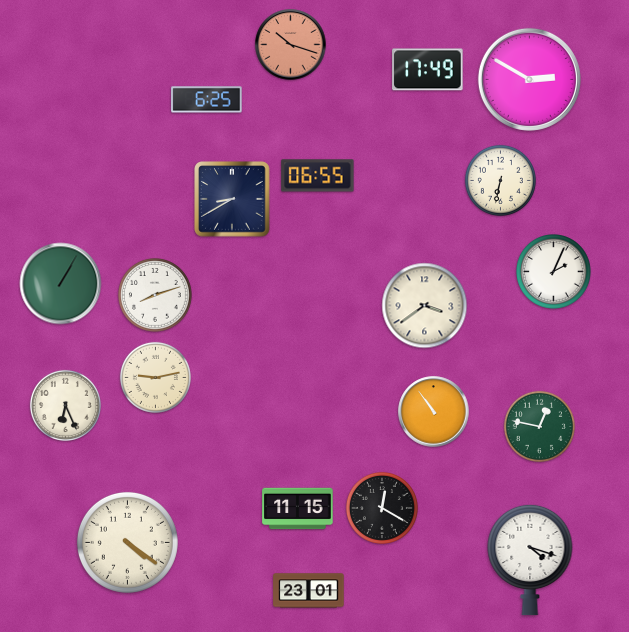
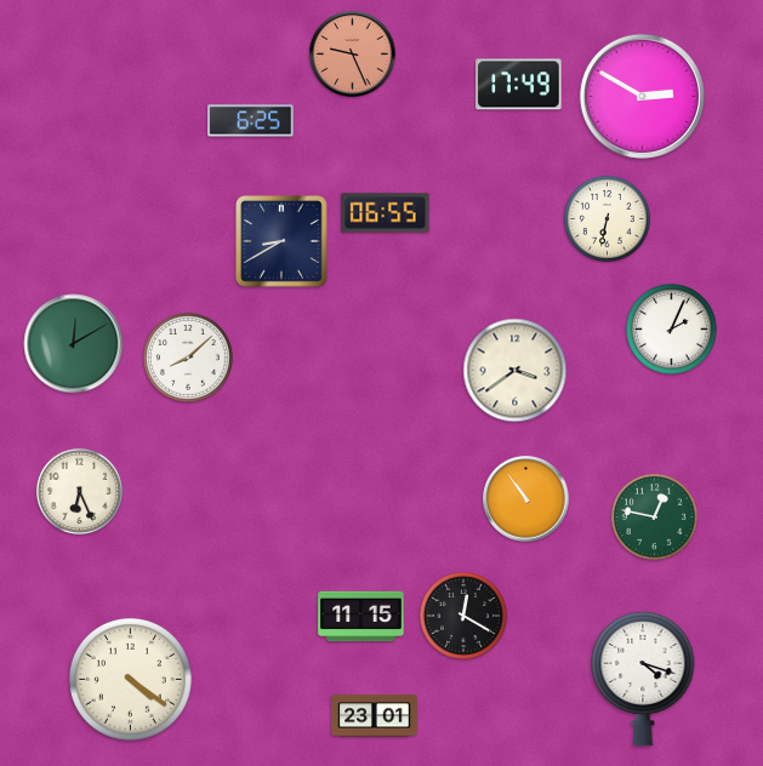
clock at (291, 45): 10:18 -> 9:26
clock at (61, 284): 1:05 -> 12:10
clock at (156, 296): 8:12 -> 8:08
clock at (155, 377): 9:13 -> none
clock at (127, 542) position: (127, 542) -> (130, 679)
